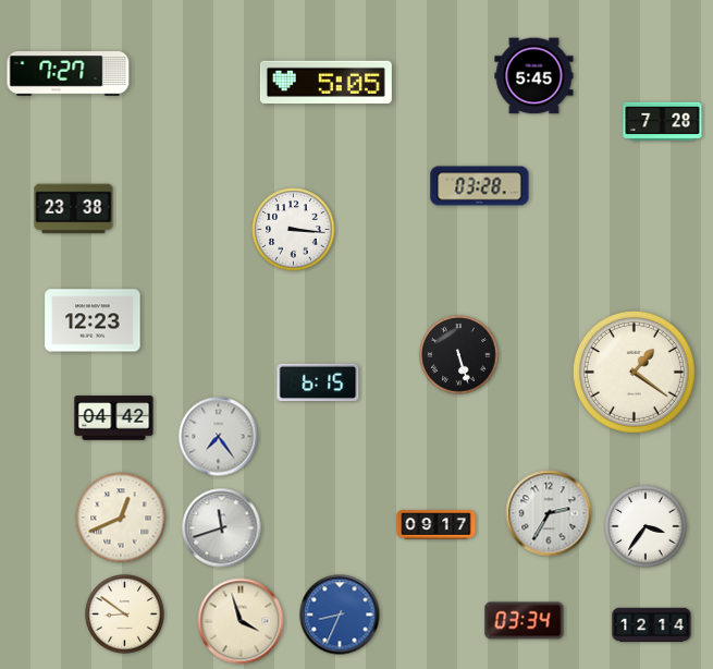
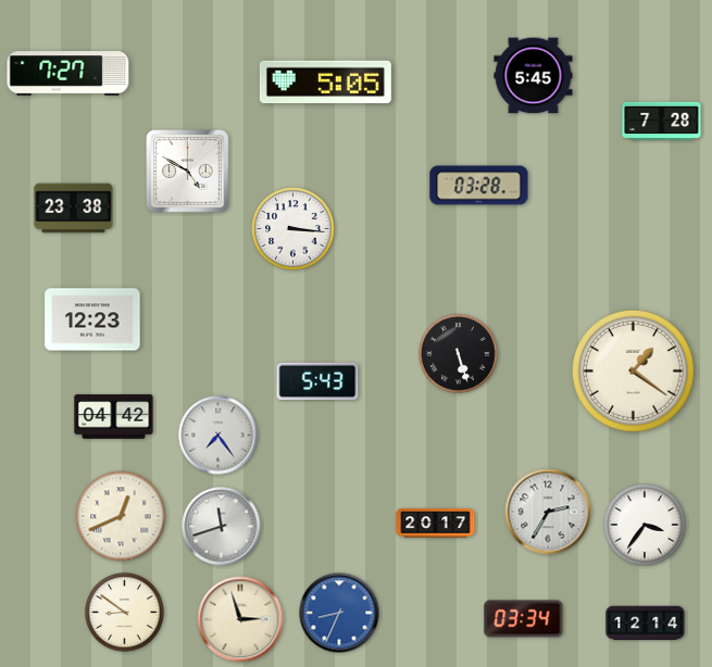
clock at (188, 172): none -> 4:50
clock at (318, 382): 6:15 -> 5:43
clock at (437, 525): 09:17 -> 20:17
clock at (241, 621): 3:57 -> 2:57
clock at (652, 625) position: (652, 625) -> (646, 624)
